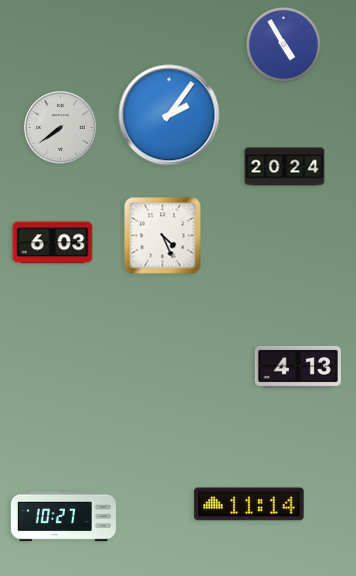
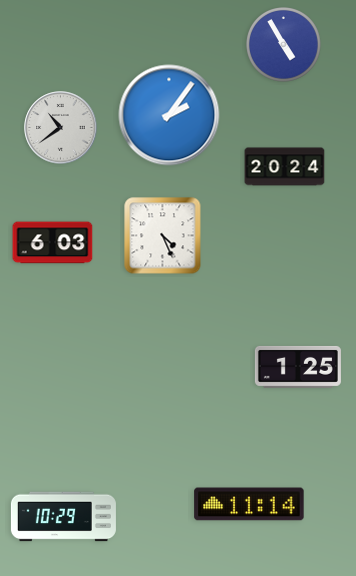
clock at (61, 128): 7:39 -> 10:39
clock at (298, 367): 4:13 -> 1:25
clock at (63, 517): 10:27 -> 10:29
